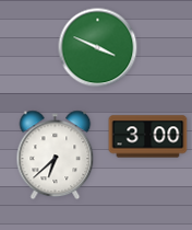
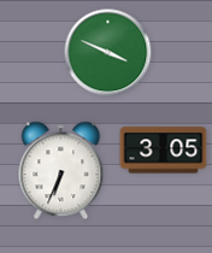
clock at (148, 137): 3:00 -> 3:05
clock at (56, 156): 6:38 -> 6:34
